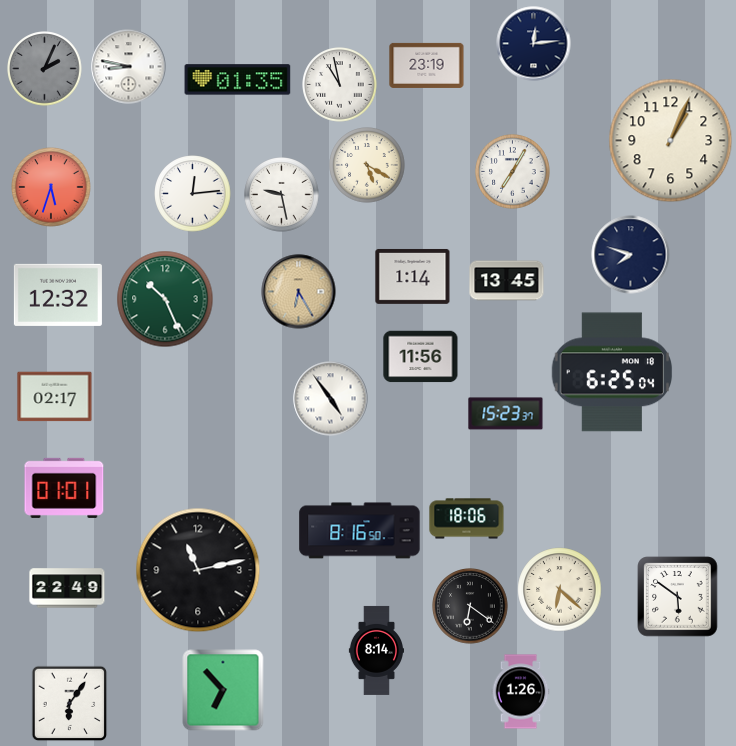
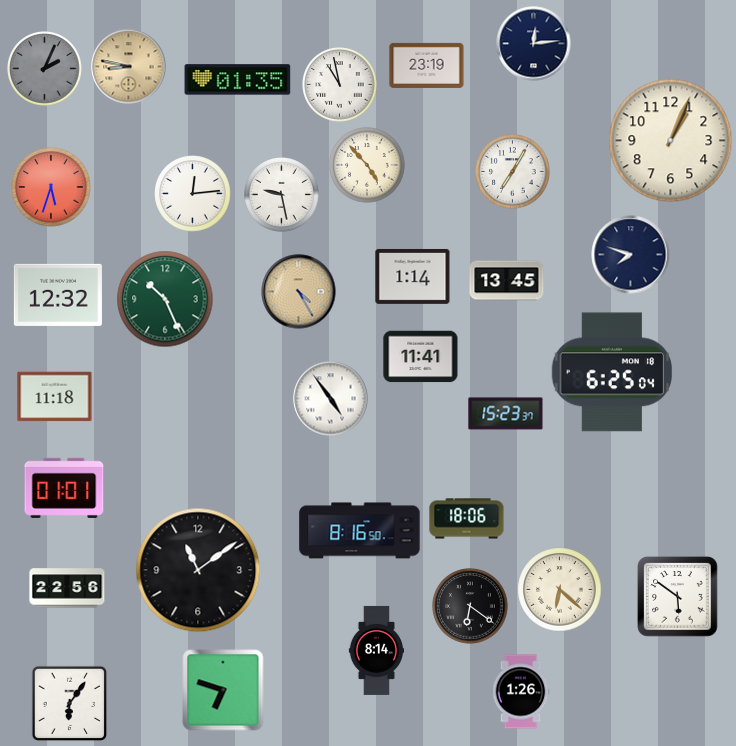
clock at (129, 67) dial: white -> champagne
clock at (367, 165): 5:20 -> 4:53
clock at (299, 292): 6:25 -> 4:25
clock at (421, 357): 11:56 -> 11:41
clock at (55, 397): 02:17 -> 11:18
clock at (198, 570): 11:13 -> 11:09
clock at (67, 588): 22:49 -> 22:56
clock at (223, 690): 6:53 -> 6:48
